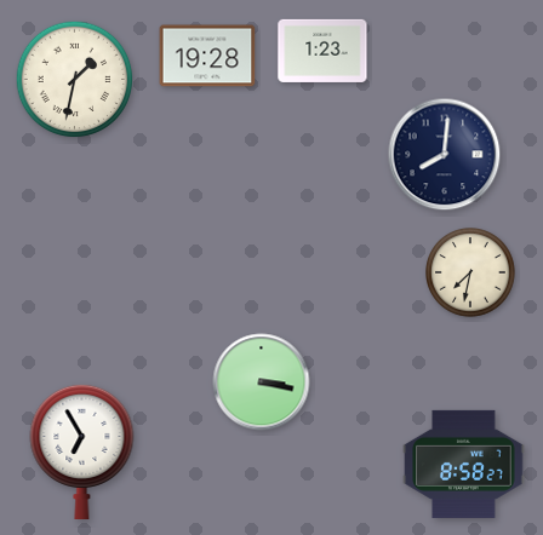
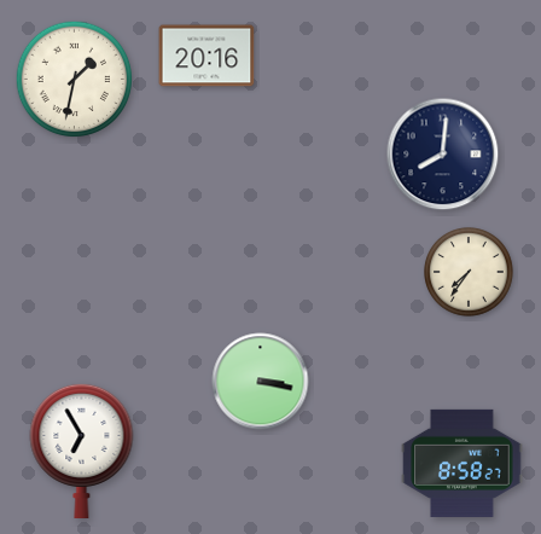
clock at (322, 51): 1:23 -> none
clock at (207, 56): 19:28 -> 20:16
clock at (471, 274): 7:32 -> 7:36
